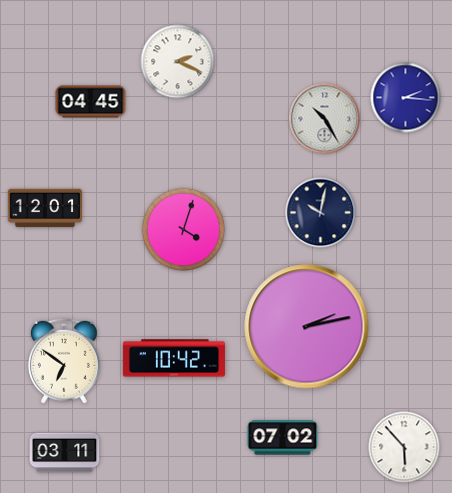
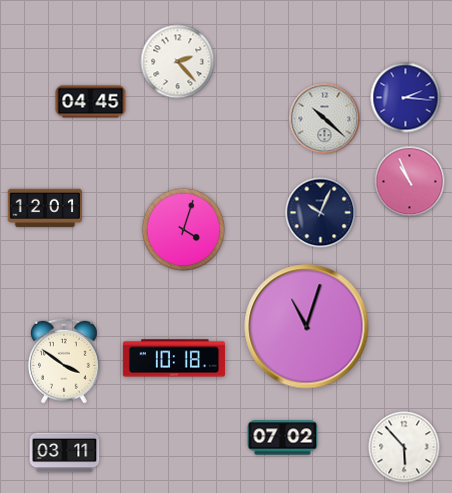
clock at (178, 62): 2:19 -> 2:23
clock at (325, 119): 10:25 -> 10:22
clock at (410, 182): none -> 10:56
clock at (321, 213): 10:02 -> 10:04
clock at (307, 327): 2:13 -> 11:03
clock at (174, 358): 10:42 -> 10:18
clock at (64, 361): 6:51 -> 3:51
